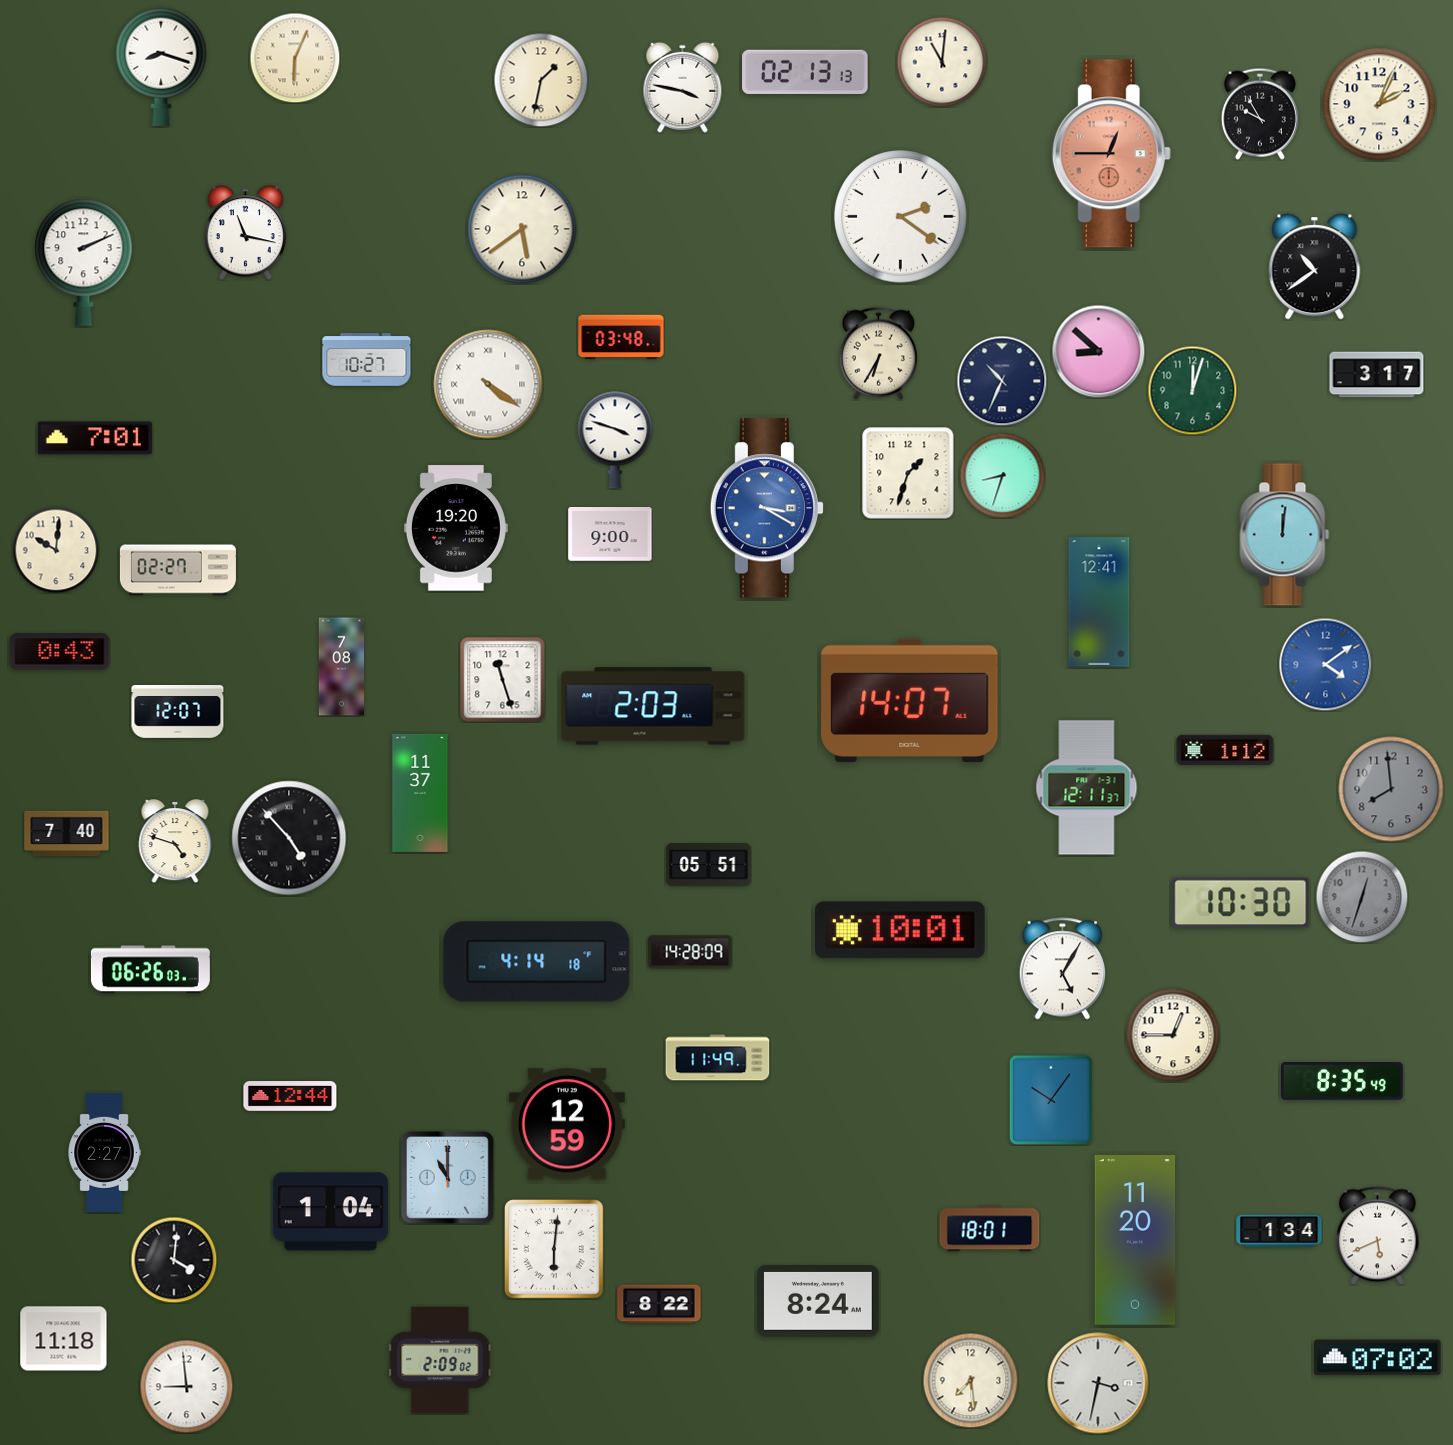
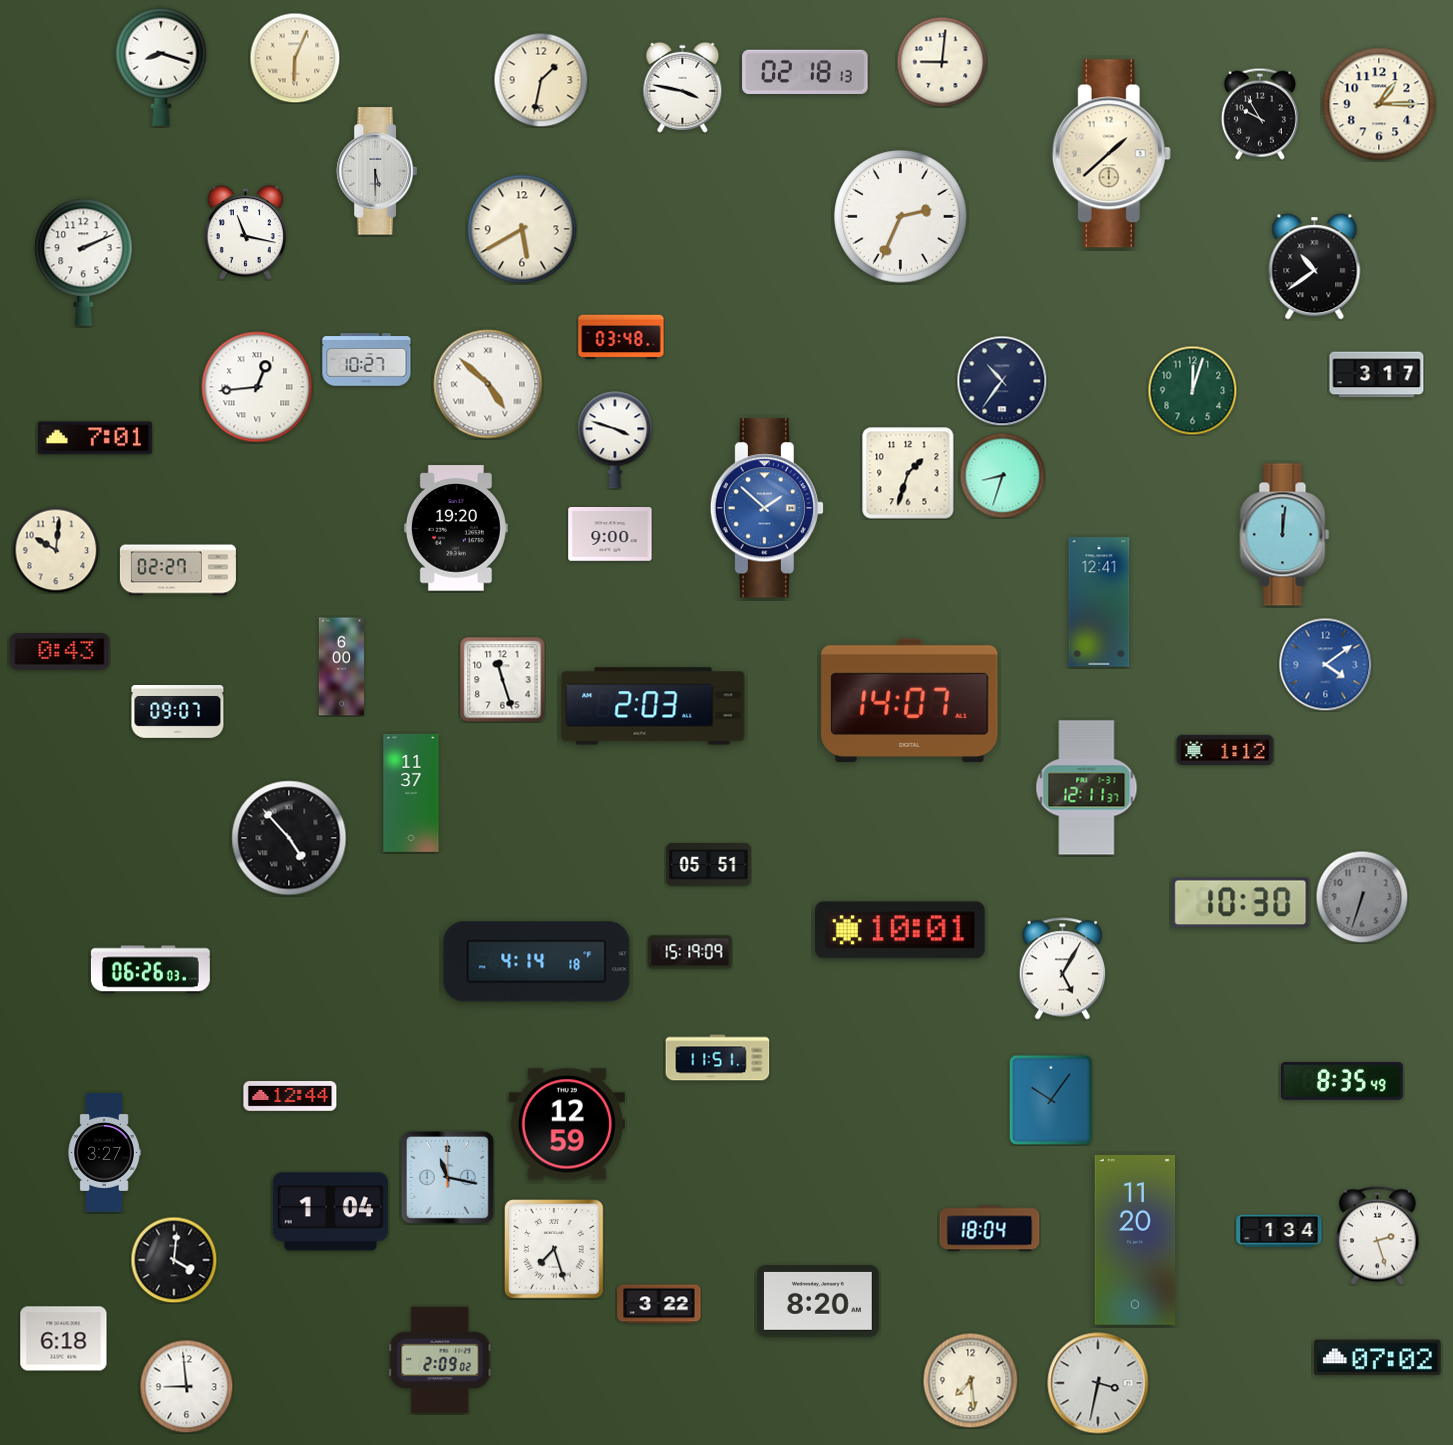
clock at (942, 62): 11:01 -> 9:01
clock at (805, 72): 02:13 -> 02:18
clock at (1379, 104): 2:04 -> 1:15
clock at (1111, 154): 12:45 -> 1:38
clock at (1111, 154) dial: salmon -> cream
clock at (377, 171): none -> 5:30
clock at (901, 217): 2:21 -> 2:34
clock at (522, 229): 5:39 -> 5:40
clock at (1098, 351): 8:52 -> none
clock at (878, 353): 6:35 -> none
clock at (1002, 381): 10:34 -> 10:36
clock at (488, 384): 4:21 -> 4:52
clock at (257, 387): none -> 12:44
clock at (767, 508): 3:20 -> 1:52
clock at (341, 667): 7:08 -> 6:00
clock at (178, 712): 12:07 -> 09:07
clock at (1391, 789): 7:59 -> none
clock at (420, 793) position: (420, 793) -> (411, 793)
clock at (67, 833): 7:40 -> none
clock at (175, 842): 4:48 -> none
clock at (1362, 897): 12:33 -> 6:33
clock at (690, 952): 14:28 -> 15:19
clock at (1173, 1035): 12:45 -> none
clock at (718, 1058): 11:49 -> 11:51
clock at (104, 1152): 2:27 -> 3:27
clock at (448, 1178): 11:00 -> 11:17
clock at (990, 1229): 18:01 -> 18:04
clock at (1378, 1235): 5:41 -> 2:27
clock at (555, 1250): 6:01 -> 7:27
clock at (818, 1301): 8:24 -> 8:20
clock at (659, 1304): 8:22 -> 3:22
clock at (64, 1339): 11:18 -> 6:18
